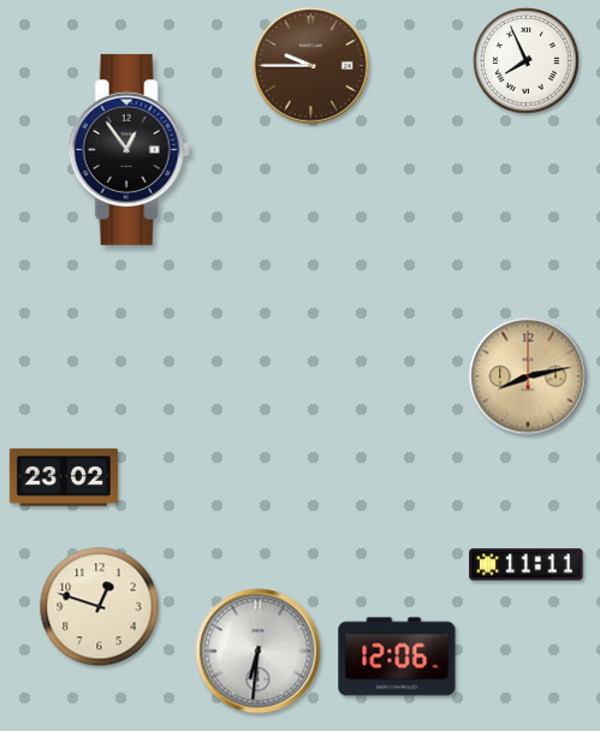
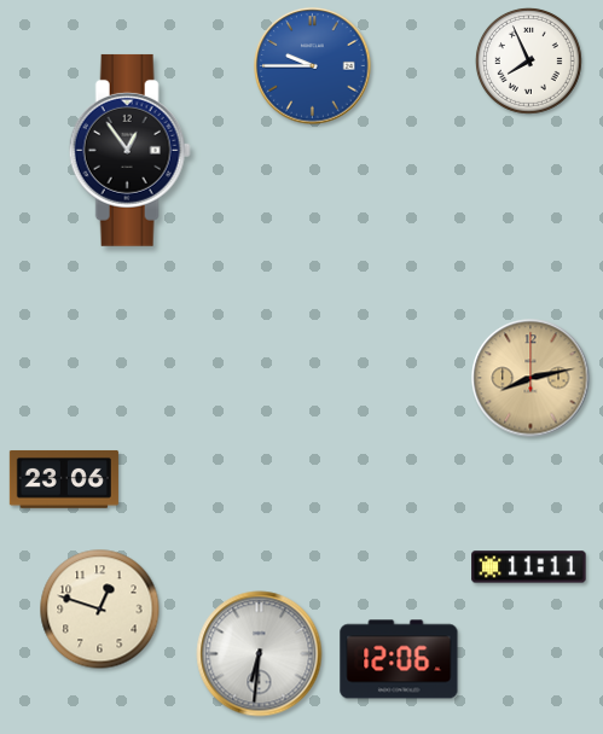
clock at (311, 66) dial: brown -> blue
clock at (64, 477): 23:02 -> 23:06
